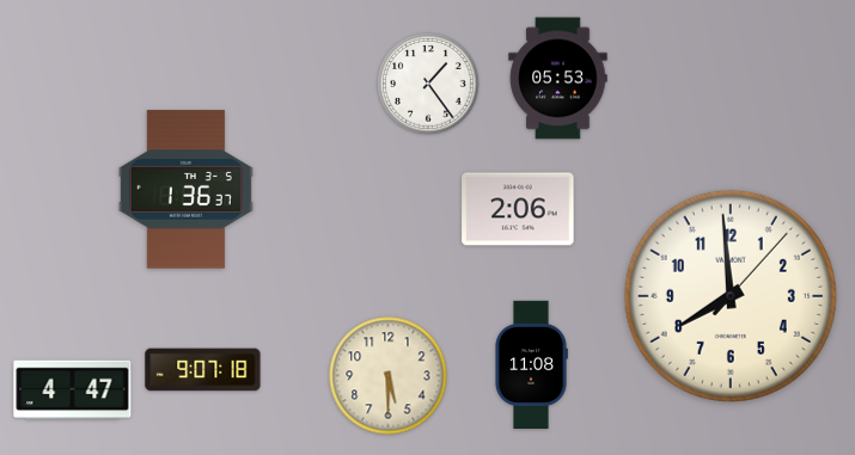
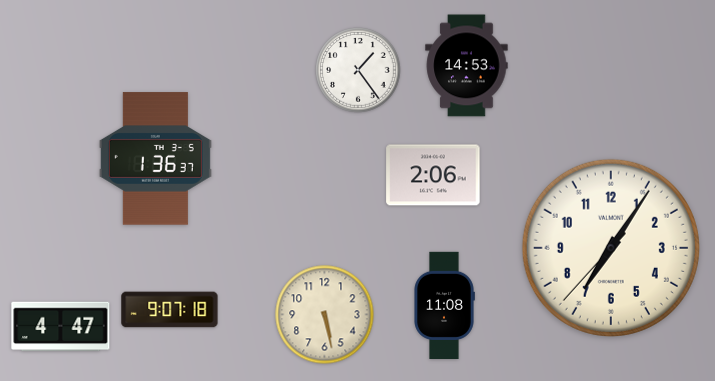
clock at (558, 79): 05:53 -> 14:53
clock at (731, 296): 7:59 -> 7:05
clock at (389, 376): 5:30 -> 5:28
